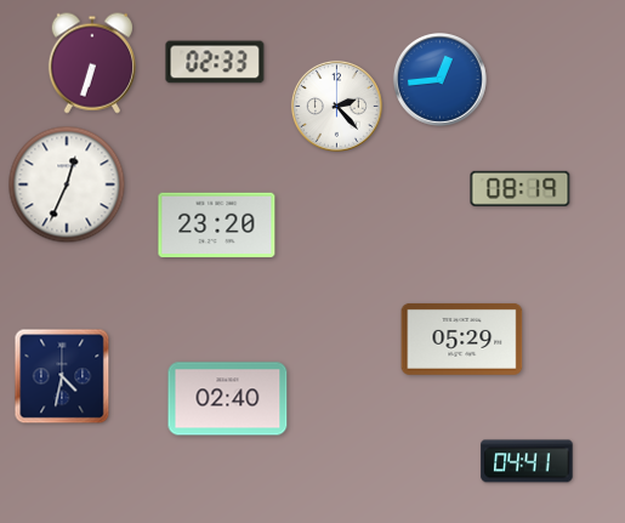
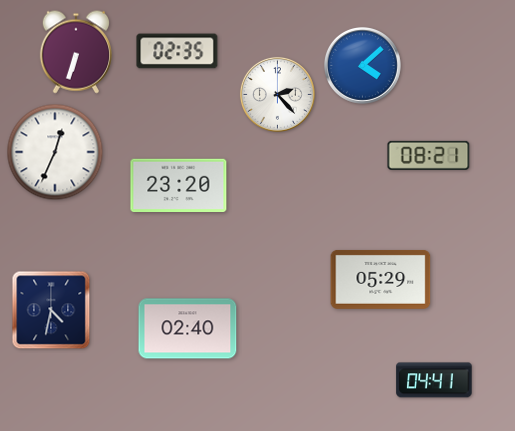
clock at (215, 62): 02:33 -> 02:35
clock at (439, 79): 12:44 -> 4:08
clock at (336, 106) position: (336, 106) -> (277, 94)
clock at (521, 188): 08:19 -> 08:21
